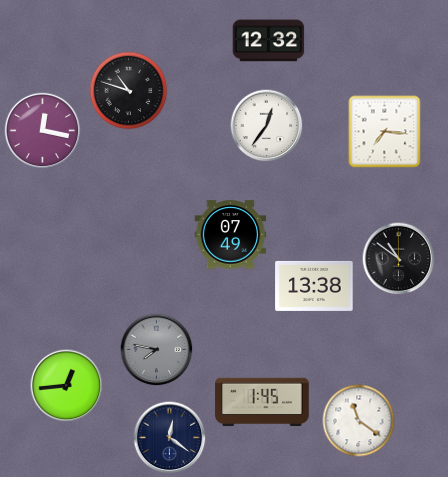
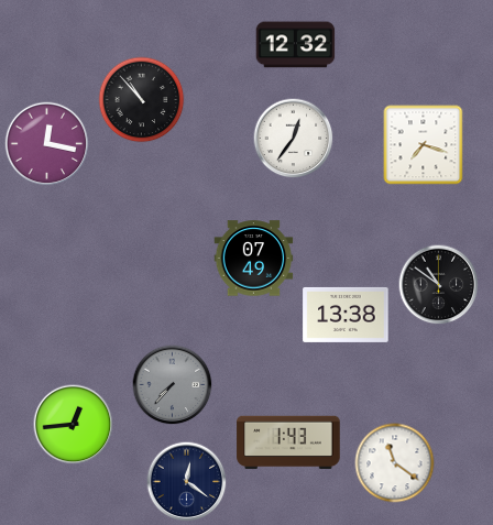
clock at (129, 91): 10:48 -> 10:53
clock at (385, 132): 7:16 -> 7:18
clock at (157, 350): 7:47 -> 7:37
clock at (262, 402): 1:45 -> 1:43
